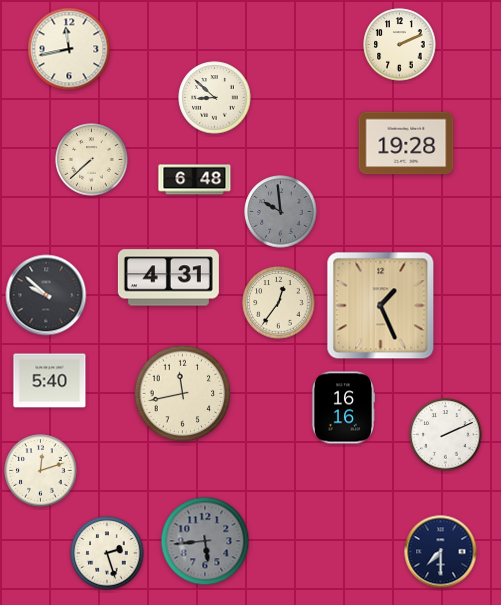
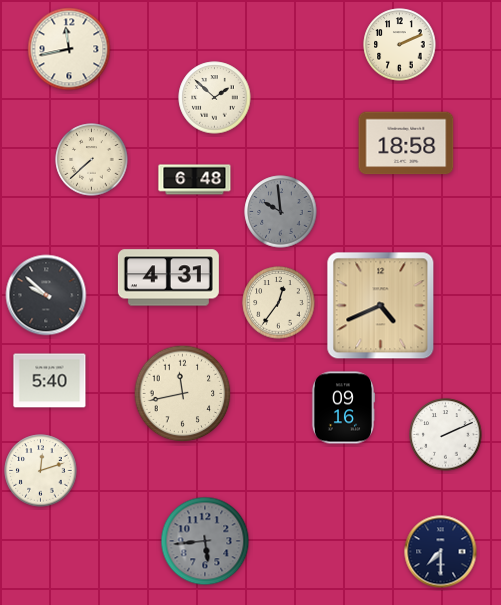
clock at (215, 98): 8:52 -> 1:52
clock at (406, 143): 19:28 -> 18:58
clock at (381, 306): 1:26 -> 4:41
clock at (342, 408): 16:16 -> 09:16
clock at (107, 553): 2:27 -> none
